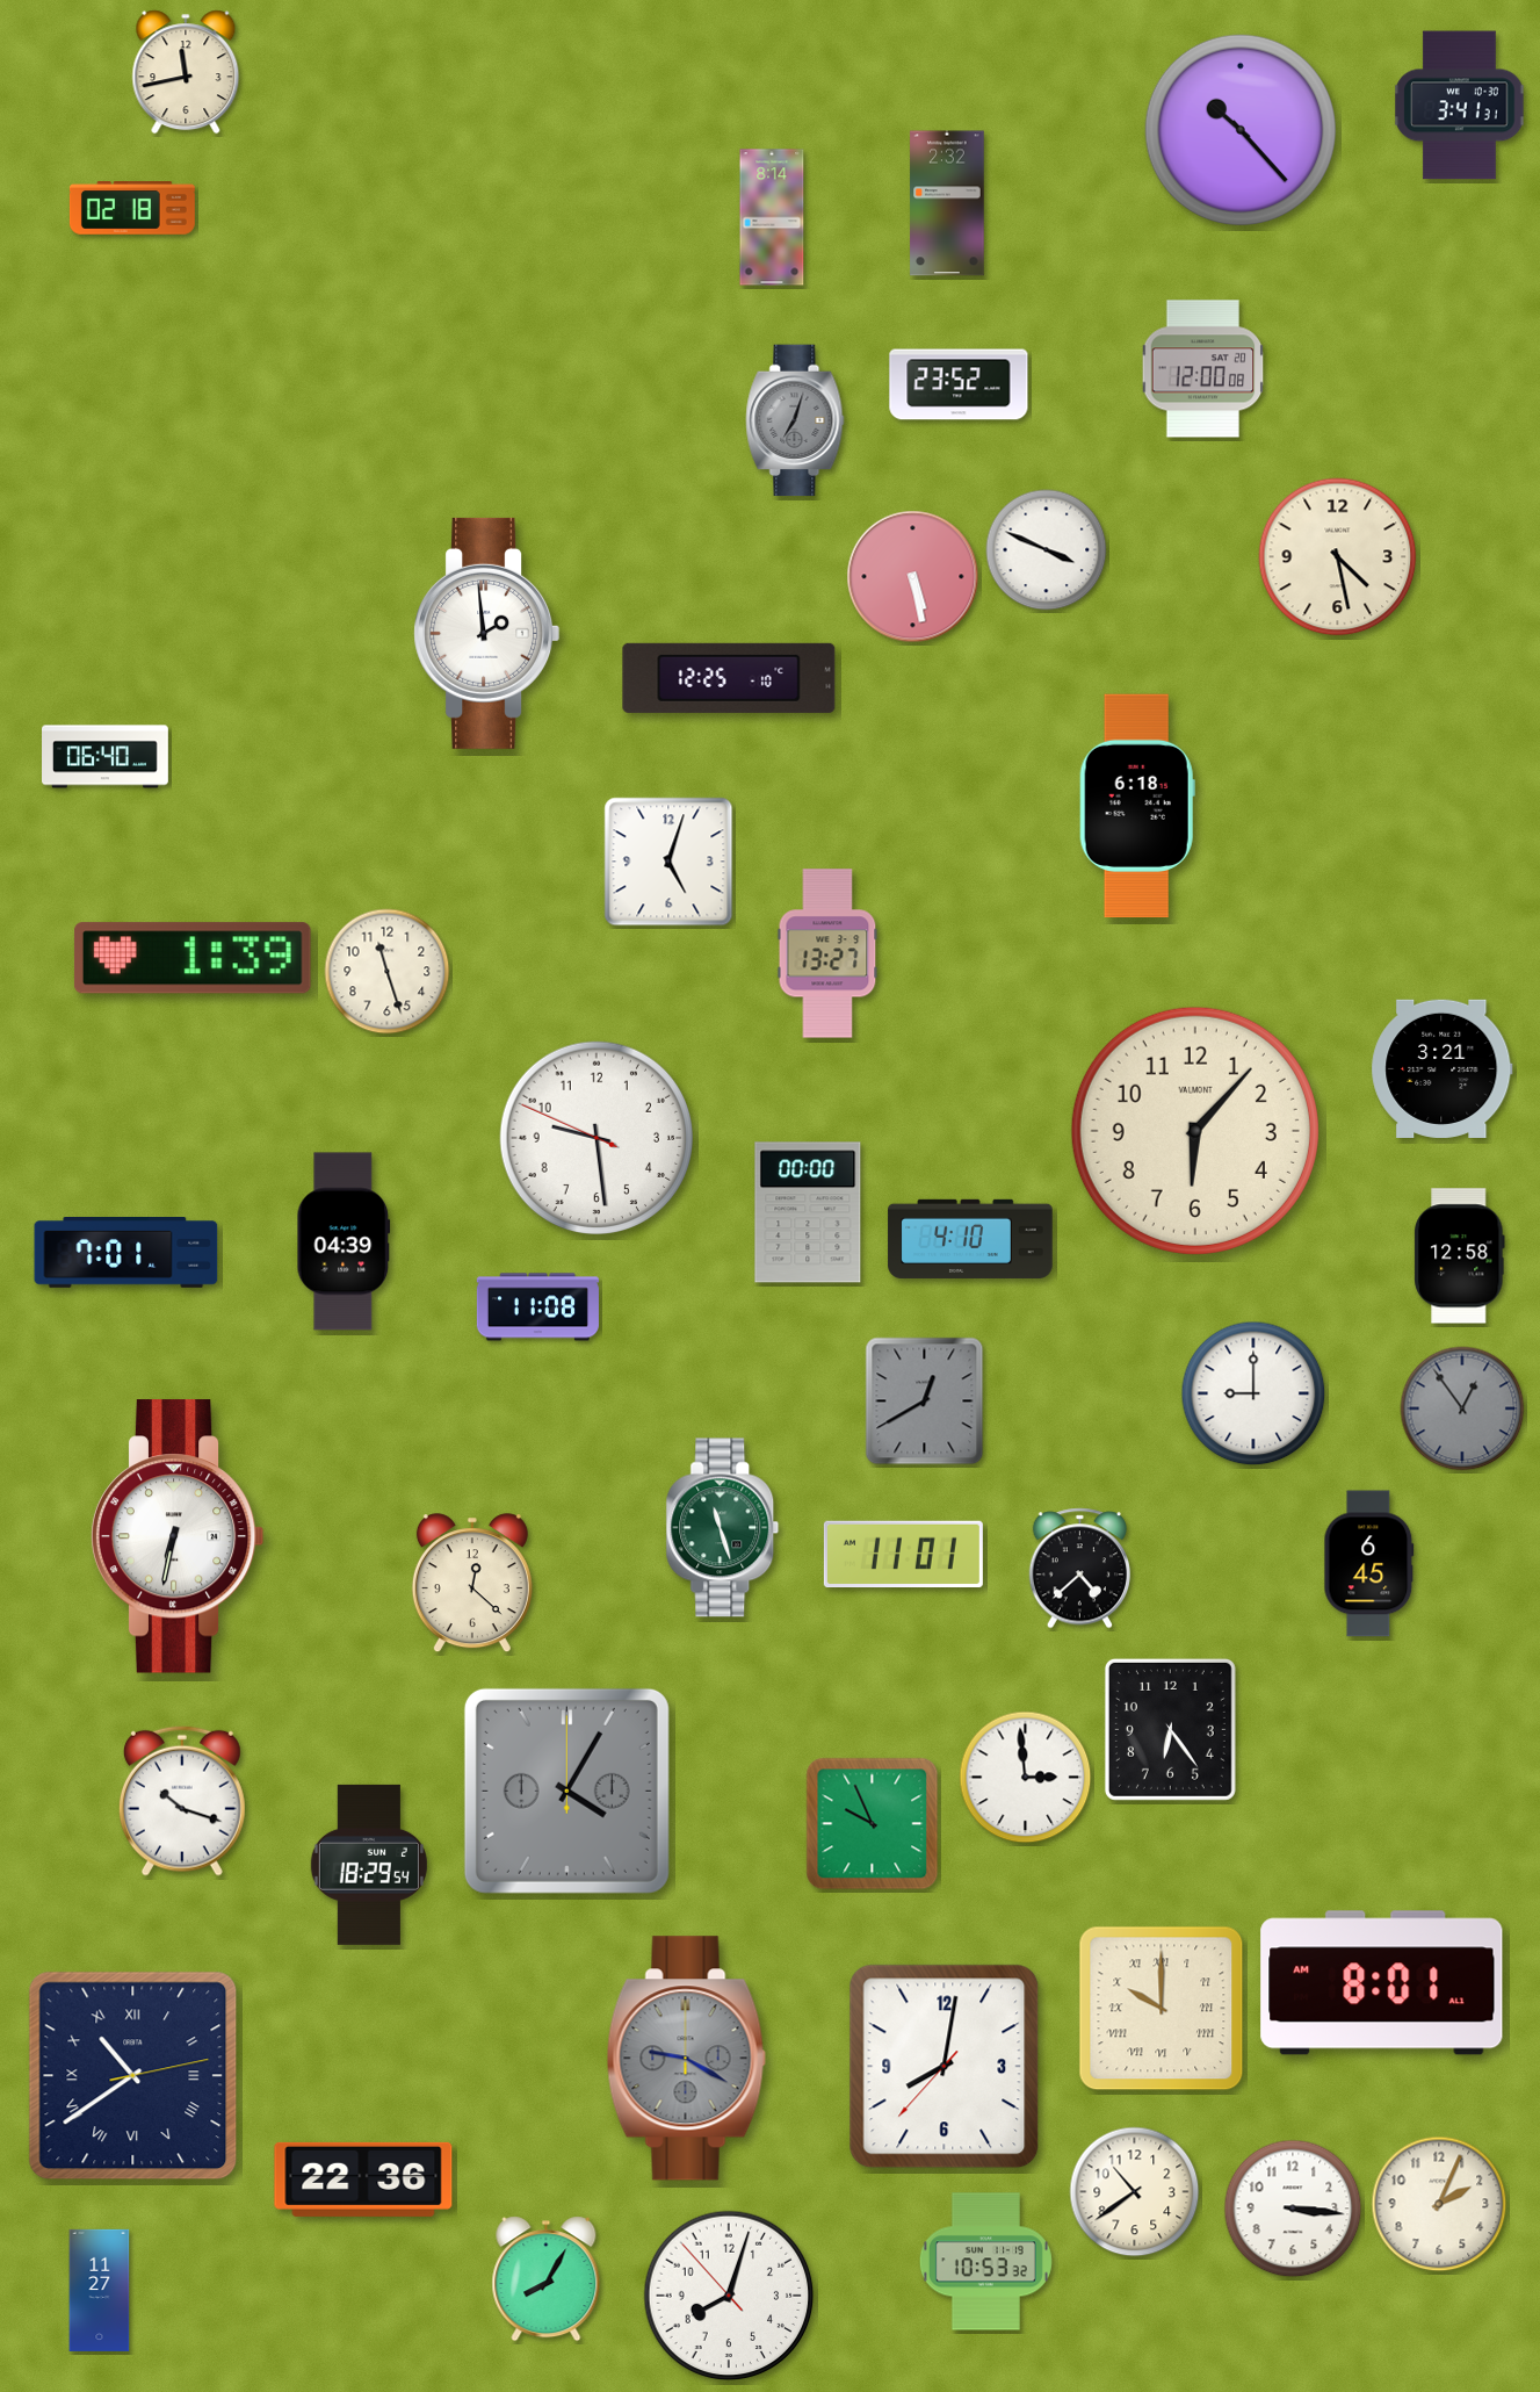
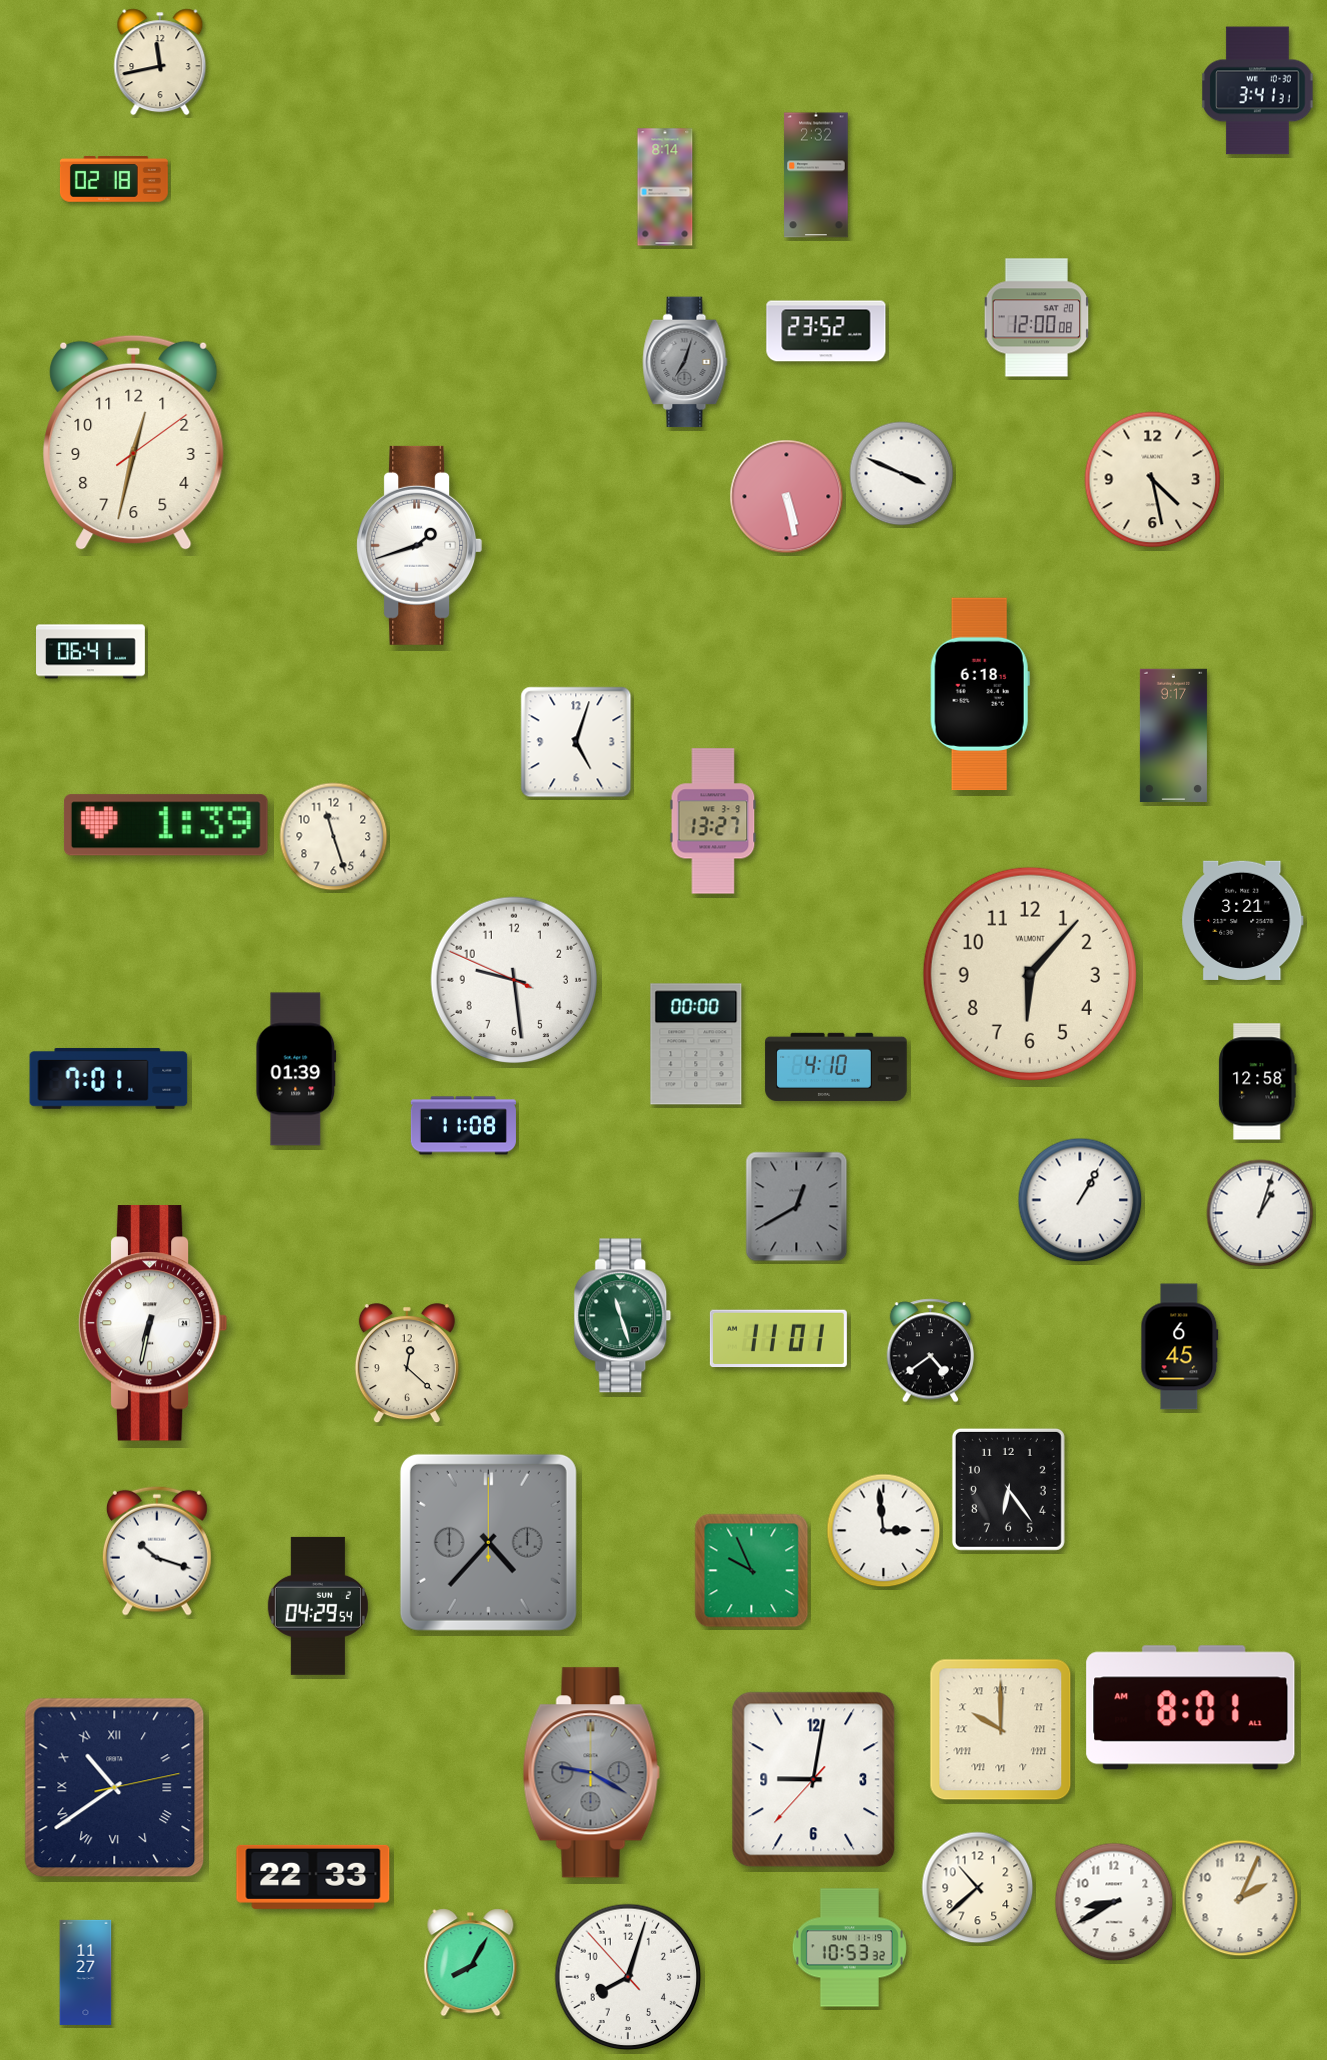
clock at (1241, 130): 10:23 -> none
clock at (134, 443): none -> 12:32
clock at (487, 633): 1:59 -> 1:42
clock at (729, 678): 12:25 -> none
clock at (106, 757): 06:40 -> 06:41
clock at (1173, 735): none -> 9:17
clock at (344, 1241): 04:39 -> 01:39
clock at (1253, 1393): 9:00 -> 1:05
clock at (1462, 1408): 12:54 -> 1:03
clock at (1462, 1408) dial: grey -> white
clock at (1080, 1569): 4:38 -> 4:39
clock at (566, 1791): 4:05 -> 4:37
clock at (369, 1865): 18:29 -> 04:29
clock at (945, 2067): 8:01 -> 9:01
clock at (363, 2180): 22:36 -> 22:33
clock at (1135, 2192): 10:39 -> 10:38
clock at (1293, 2209): 3:16 -> 8:40
